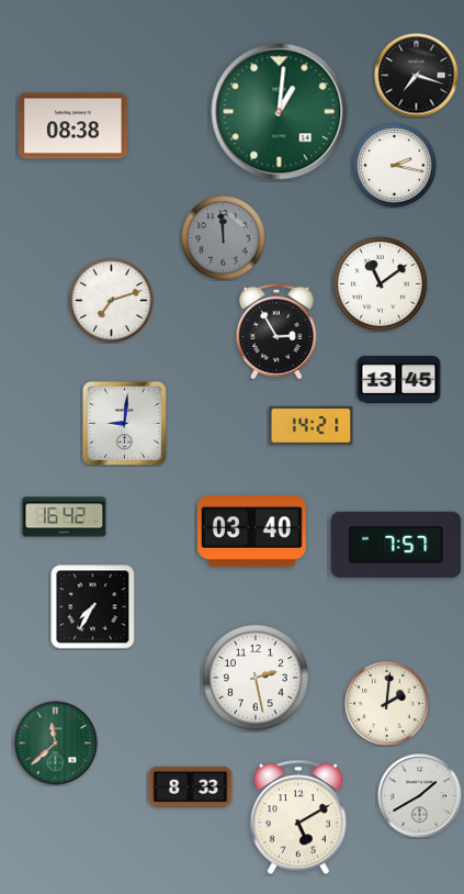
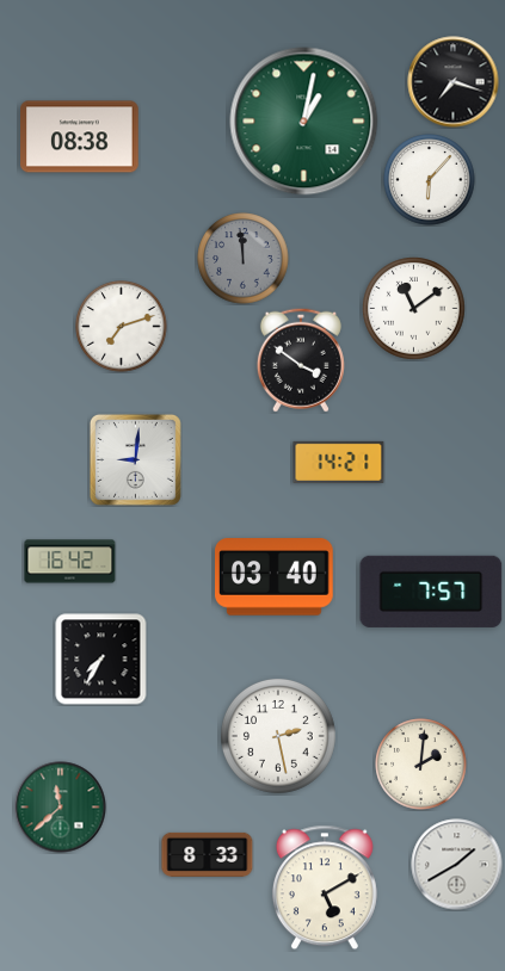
clock at (280, 112): 1:01 -> 1:02
clock at (395, 166): 2:17 -> 6:07
clock at (276, 332): 2:55 -> 3:51
clock at (399, 380): 13:45 -> none
